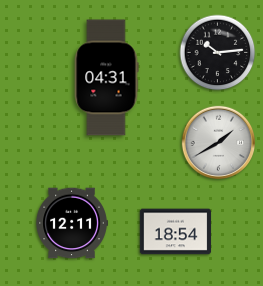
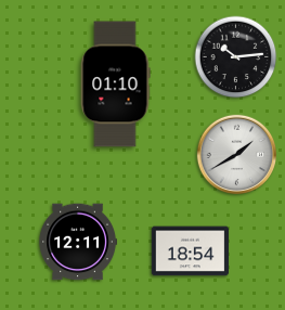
clock at (106, 78): 04:31 -> 01:10
